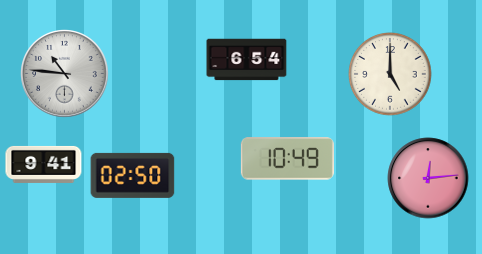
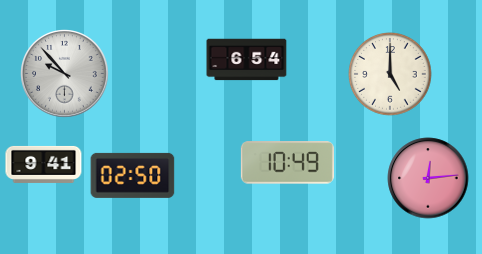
clock at (65, 74): 10:46 -> 9:53
clock at (287, 159) position: (287, 159) -> (287, 163)
